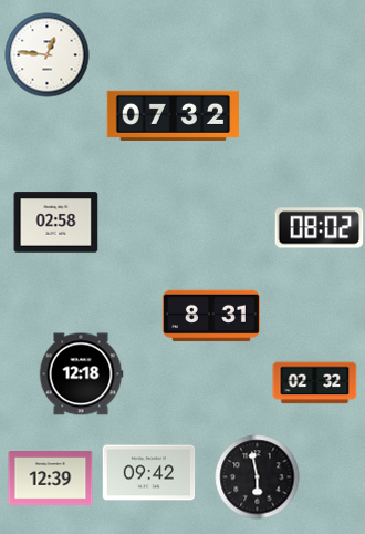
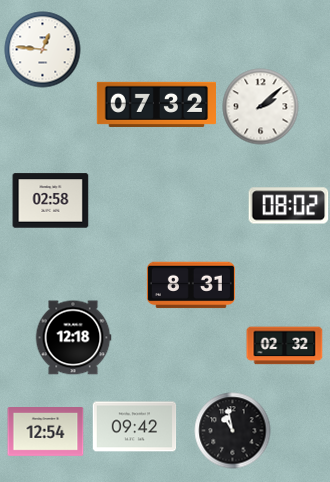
clock at (261, 107): none -> 2:08
clock at (258, 477): 5:58 -> 10:58
clock at (51, 479): 12:39 -> 12:54
